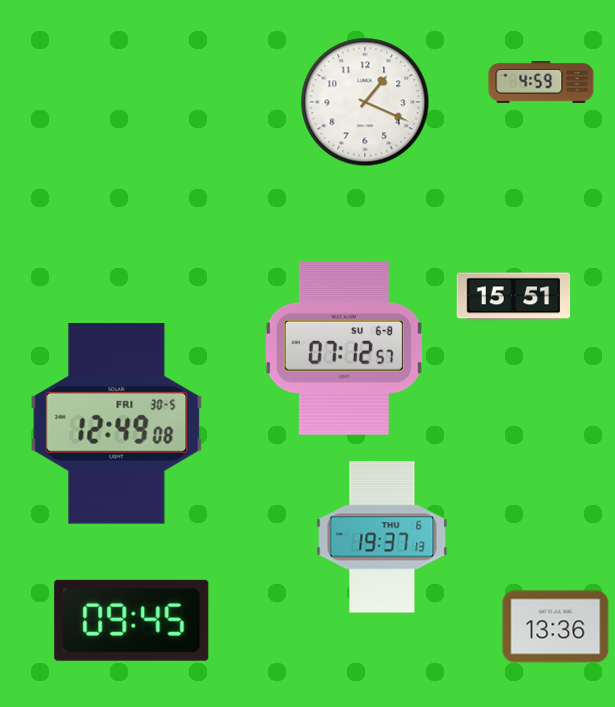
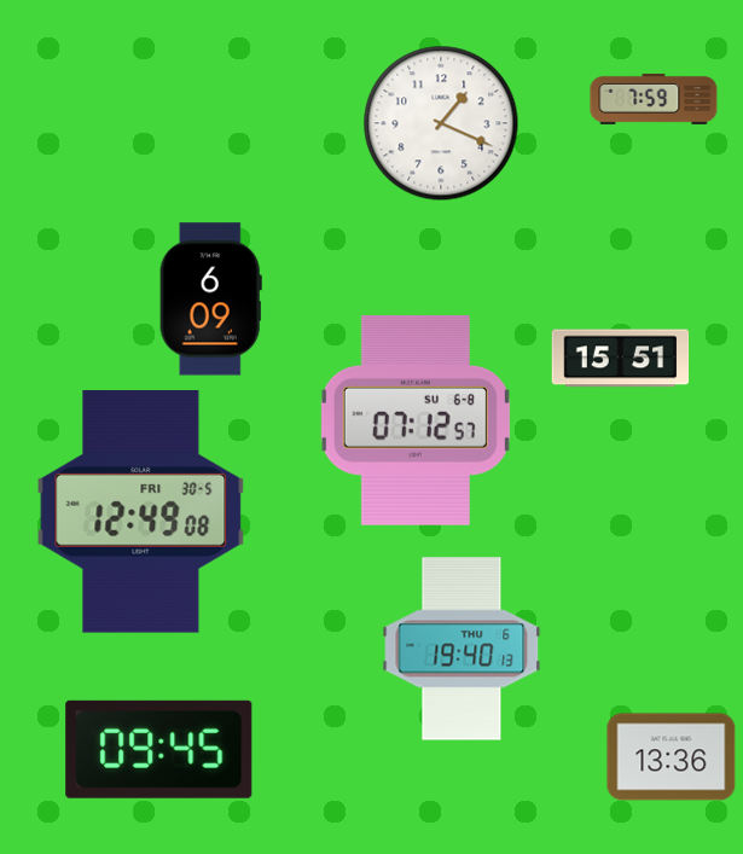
clock at (541, 82): 4:59 -> 7:59
clock at (210, 300): none -> 6:09
clock at (382, 537): 19:37 -> 19:40
